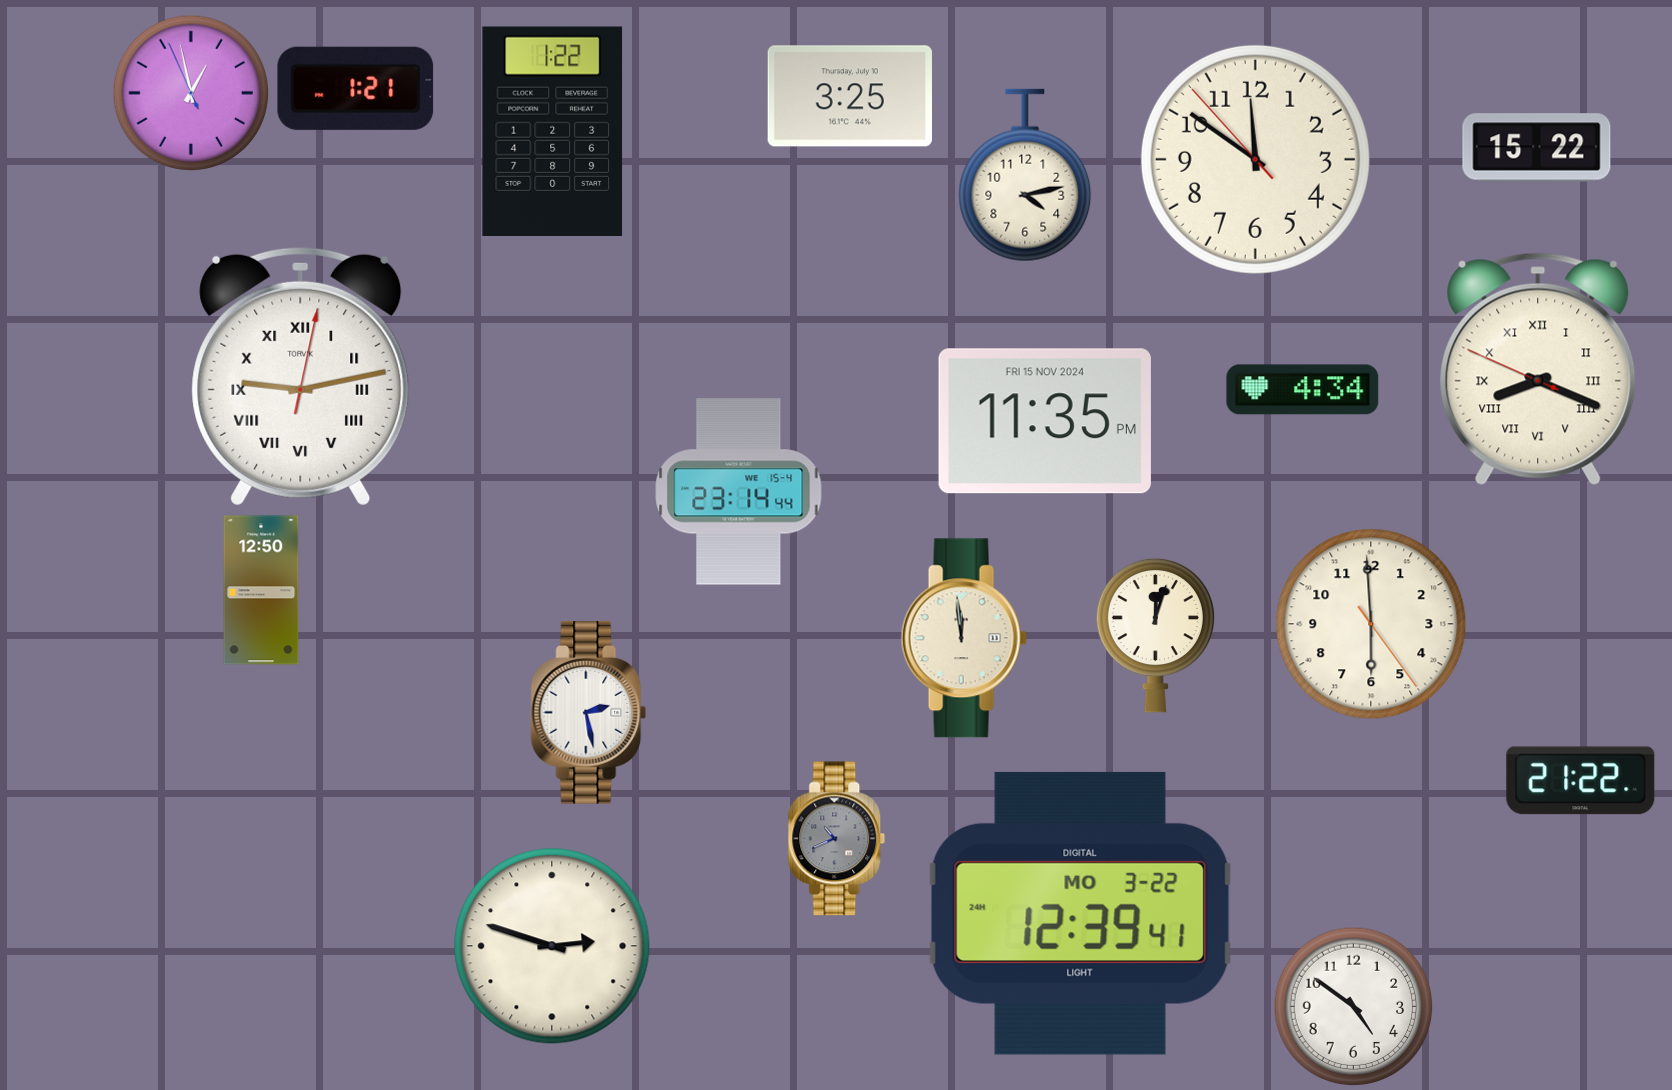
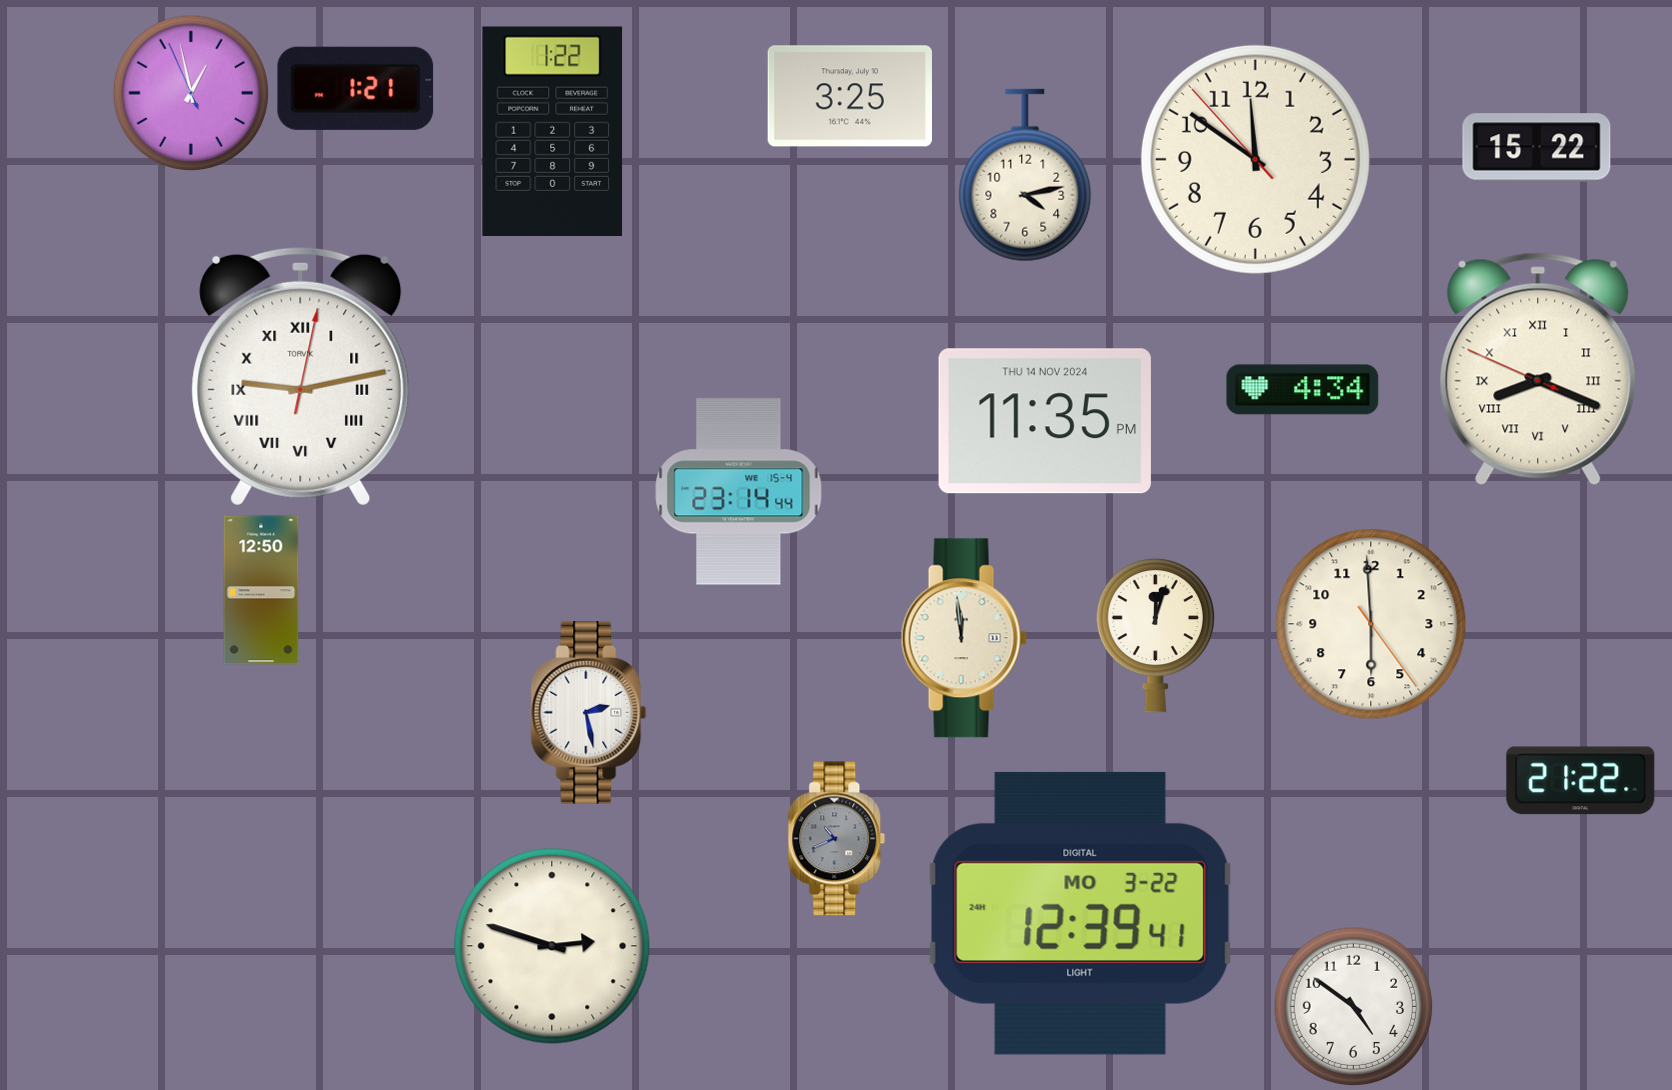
clock at (1045, 421) date: FRI 15 NOV 2024 -> THU 14 NOV 2024
